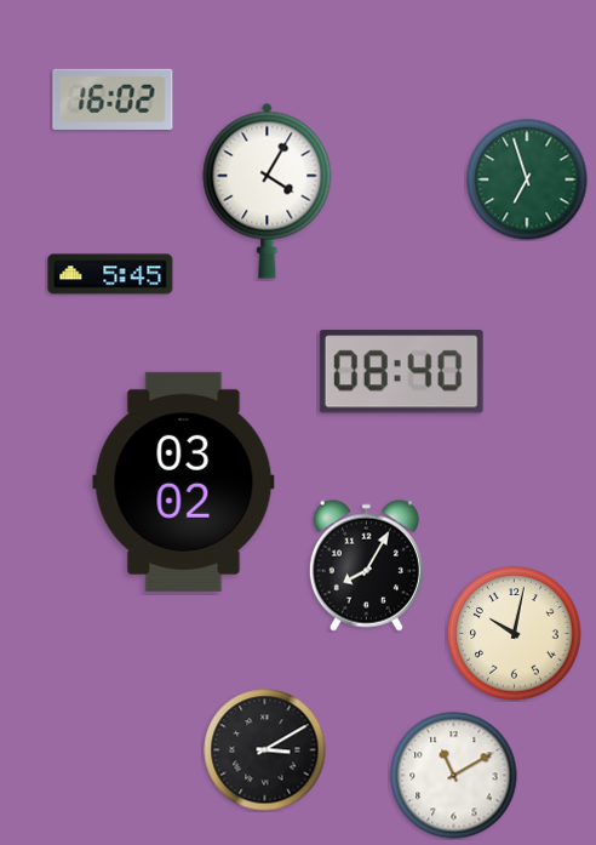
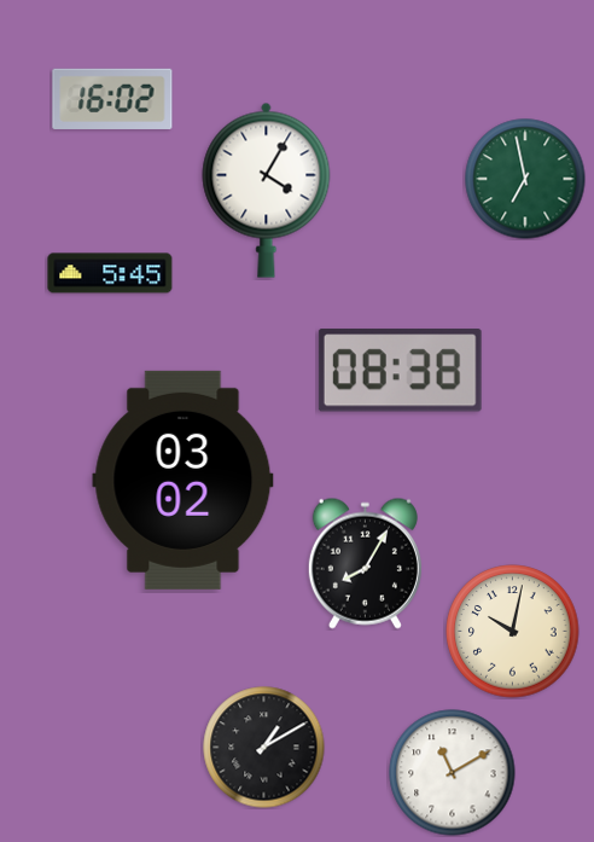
clock at (527, 179): 6:57 -> 6:58
clock at (401, 372): 08:40 -> 08:38
clock at (265, 750): 3:10 -> 1:10
